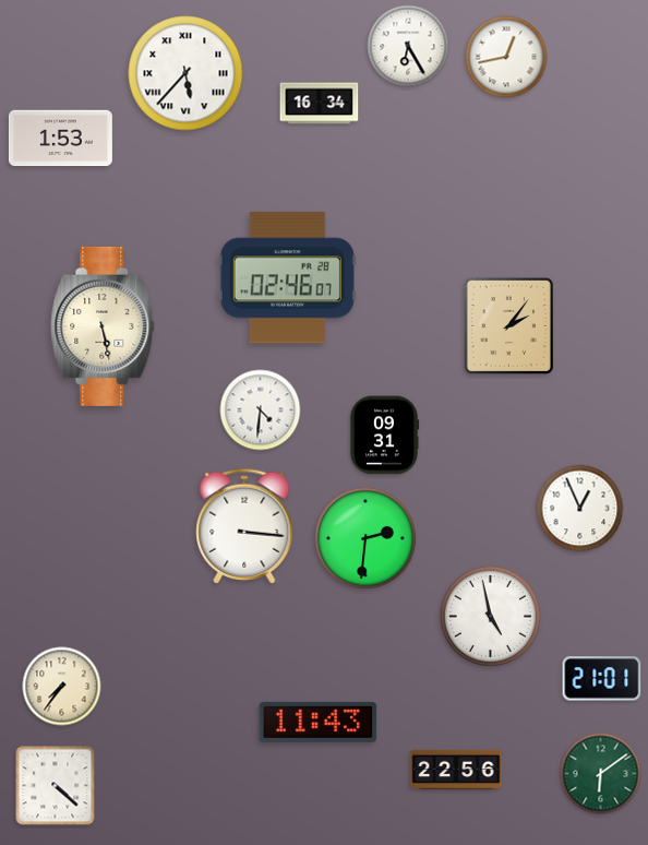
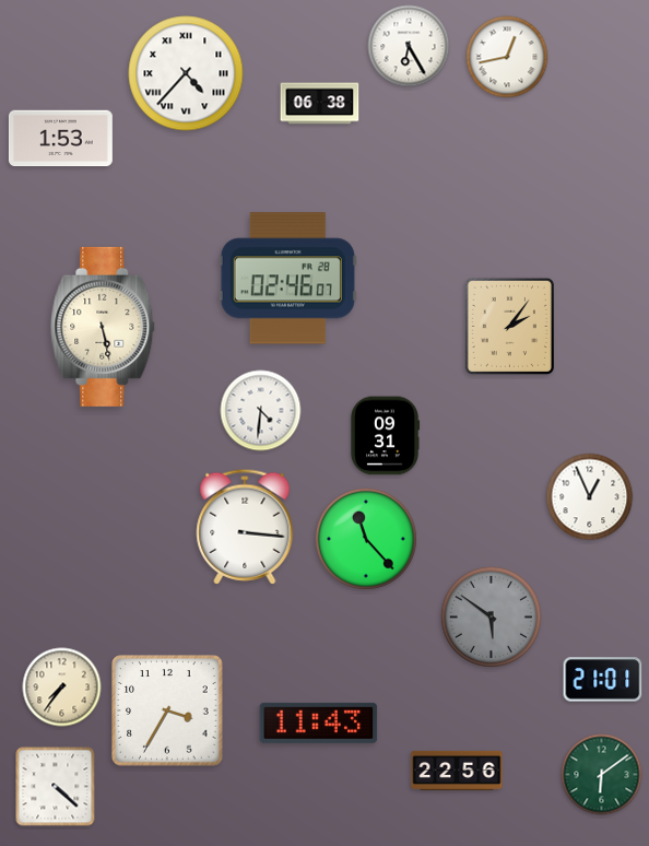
clock at (185, 73): 5:37 -> 4:37
clock at (320, 104): 16:34 -> 06:38
clock at (580, 509) position: (580, 509) -> (590, 497)
clock at (365, 538): 2:31 -> 11:23
clock at (490, 616): 4:58 -> 5:51
clock at (490, 616) dial: white -> grey
clock at (167, 710): none -> 3:35
